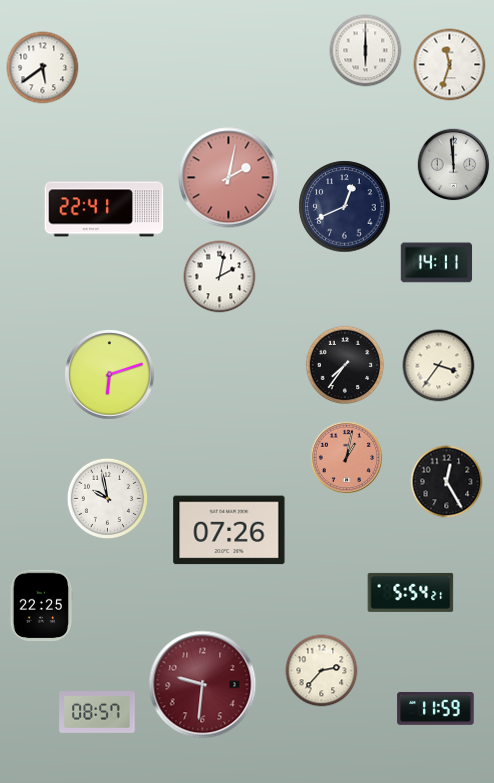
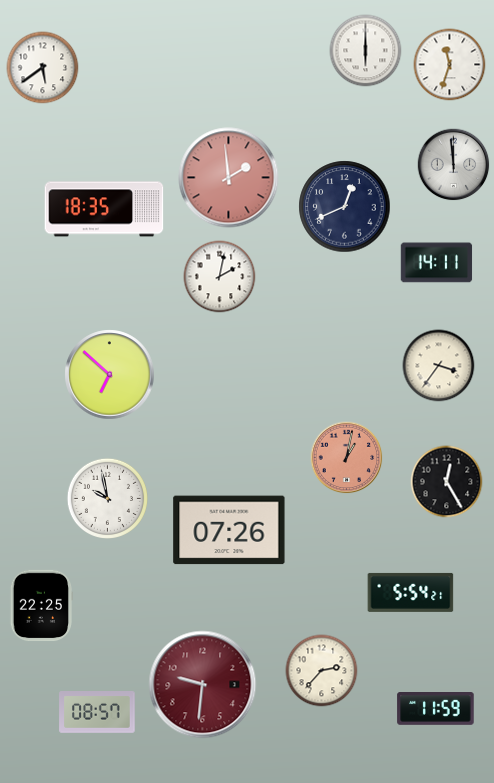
clock at (229, 178): 2:02 -> 1:59
clock at (104, 209): 22:41 -> 18:35
clock at (345, 365): 7:36 -> none
clock at (110, 375): 6:12 -> 6:52
